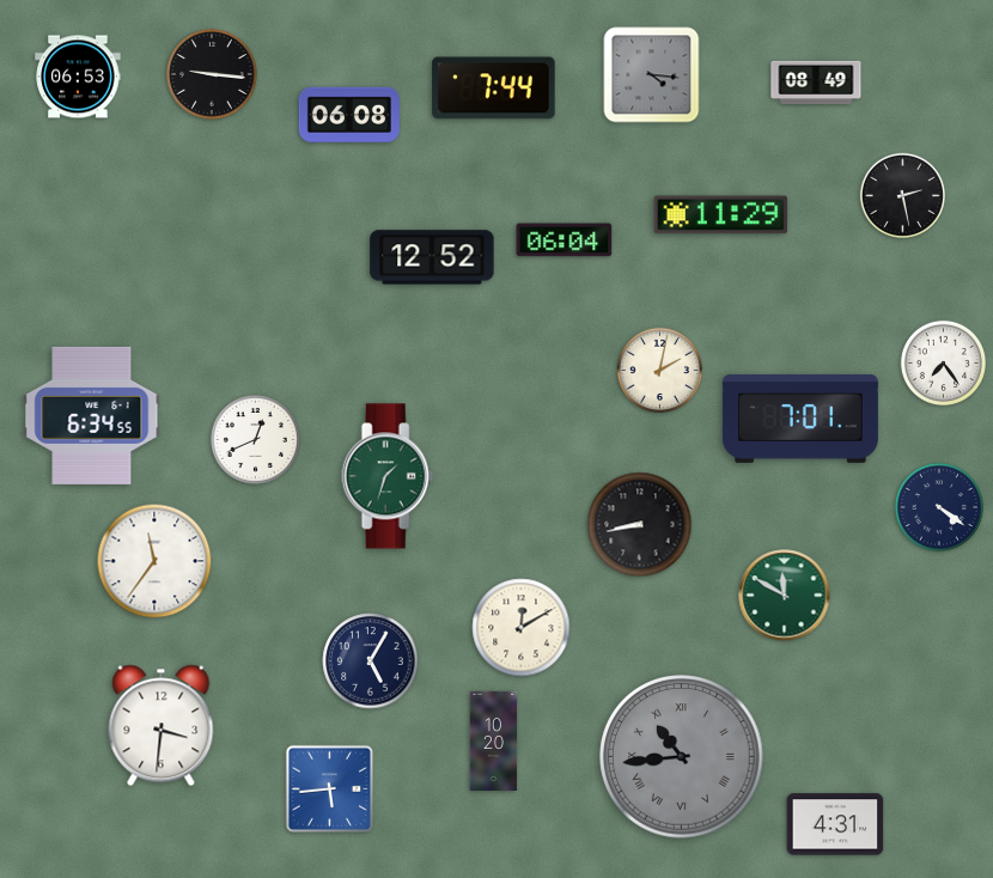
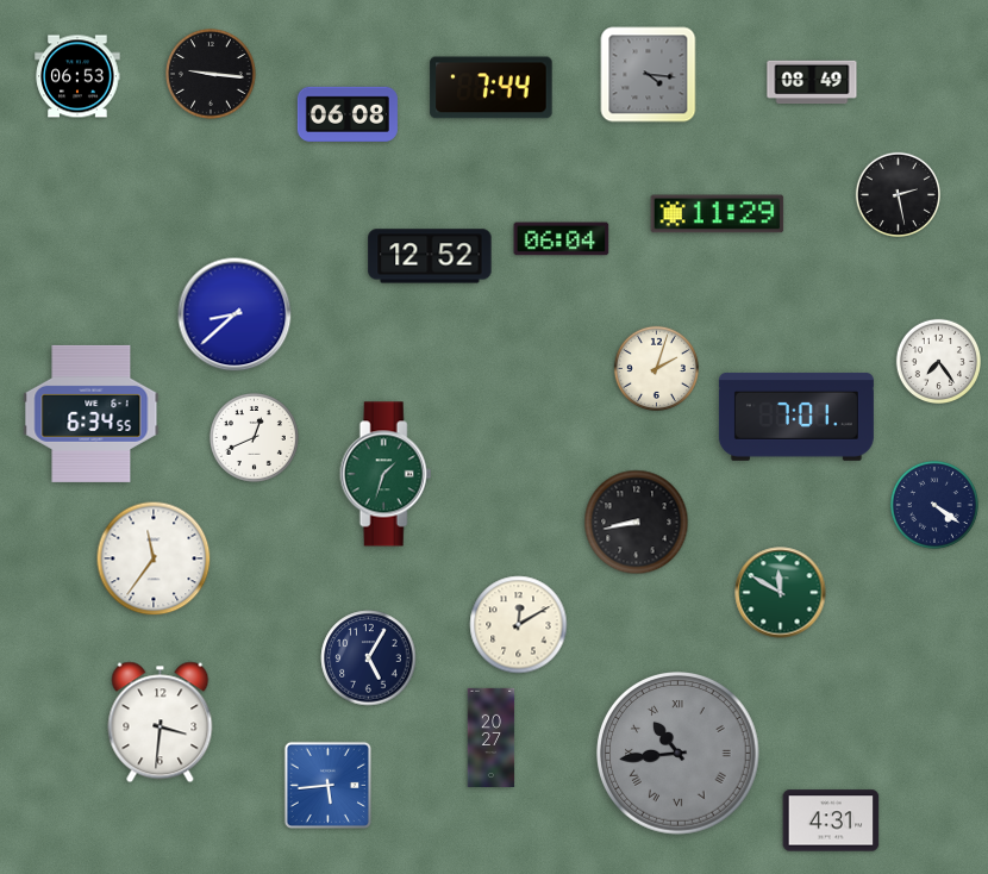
clock at (235, 314): none -> 8:38
clock at (659, 370): 2:02 -> 2:03
clock at (494, 740): 10:20 -> 20:27
